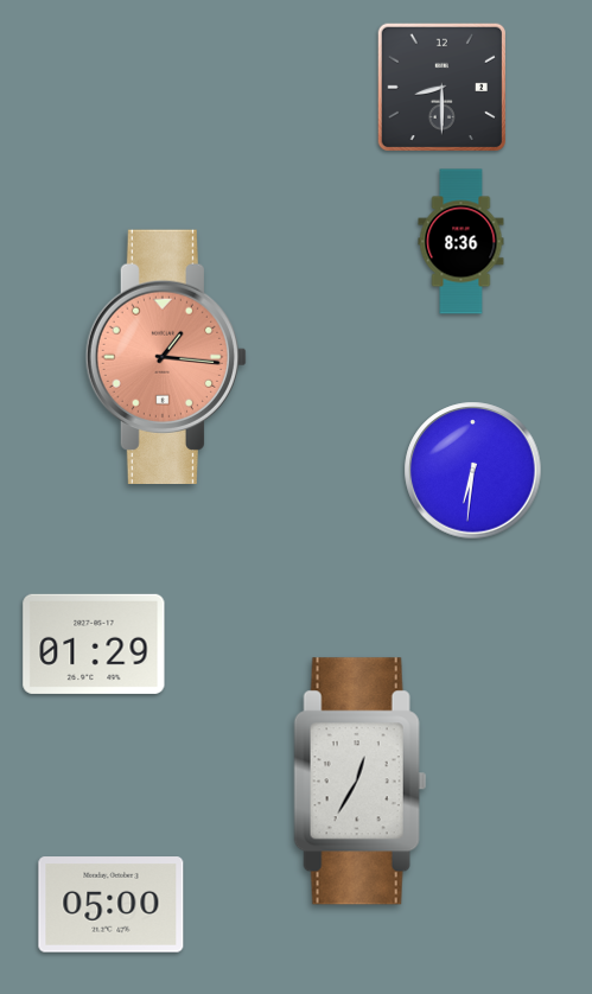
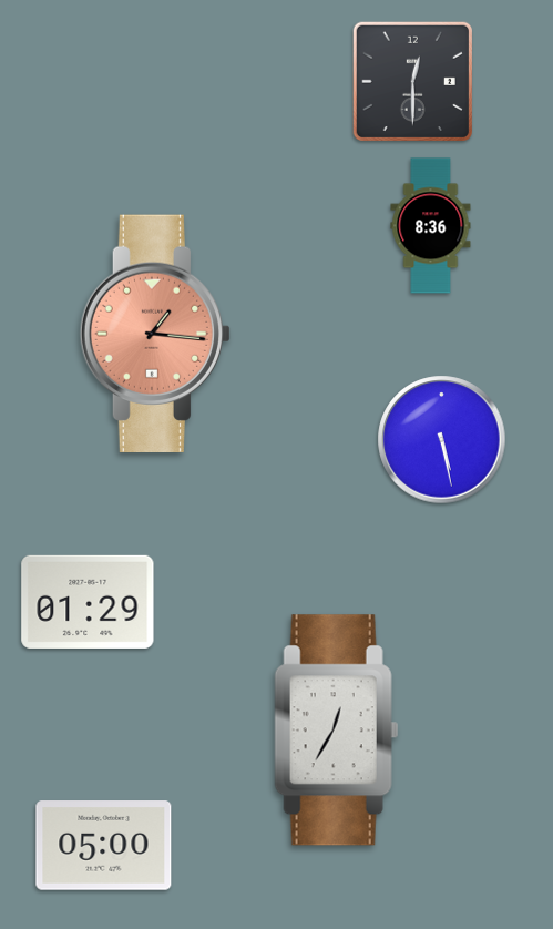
clock at (441, 87): 8:30 -> 12:30
clock at (473, 471): 6:31 -> 5:28
